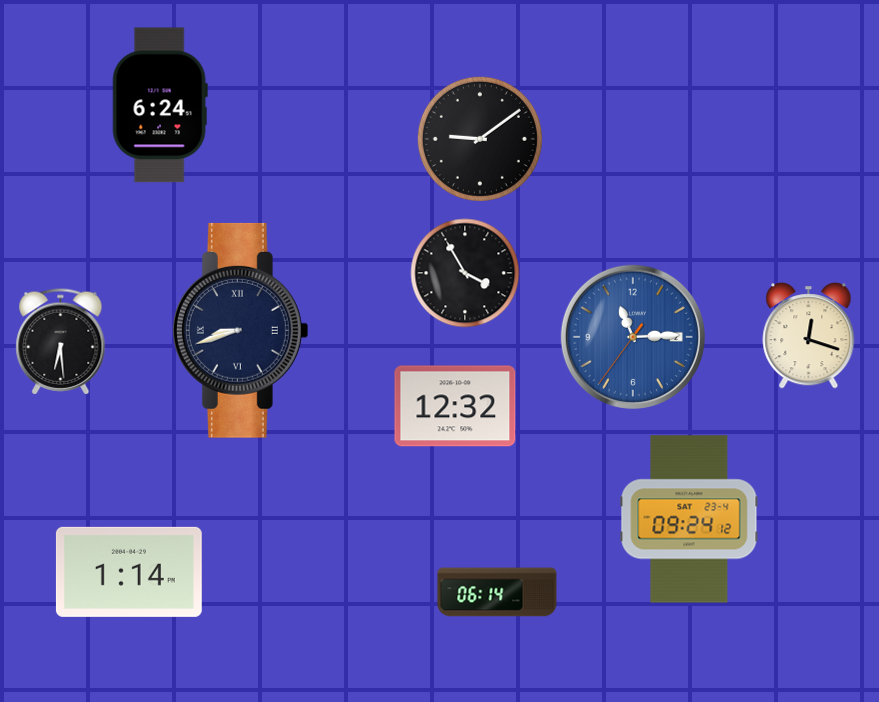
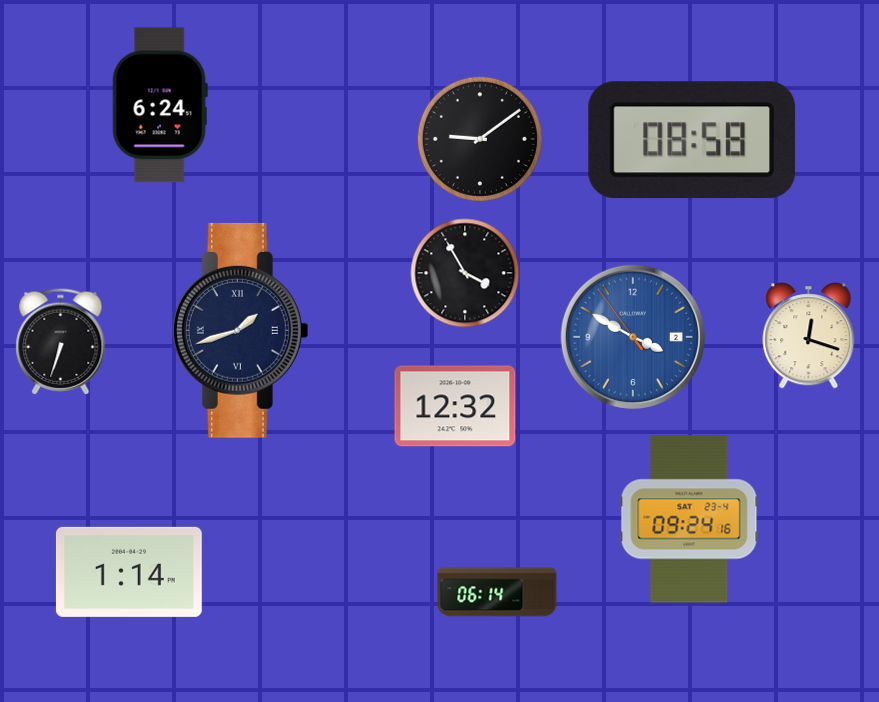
clock at (692, 140): none -> 08:58
clock at (240, 330): 8:42 -> 1:42
clock at (633, 337): 11:14 -> 3:49
clock at (61, 342): 6:29 -> 6:33
clock at (689, 519): 09:24:12 -> 09:24:16
